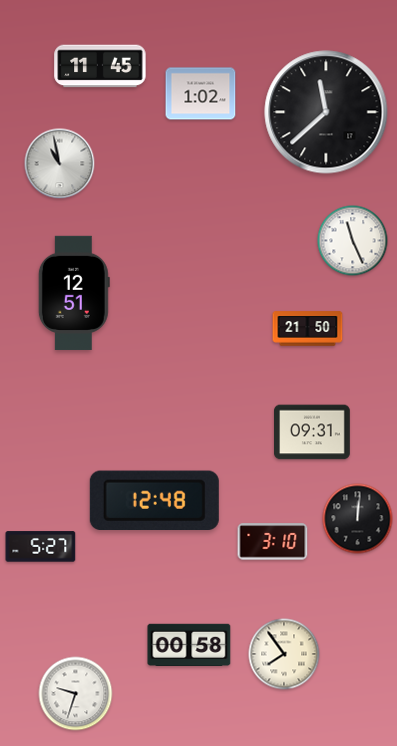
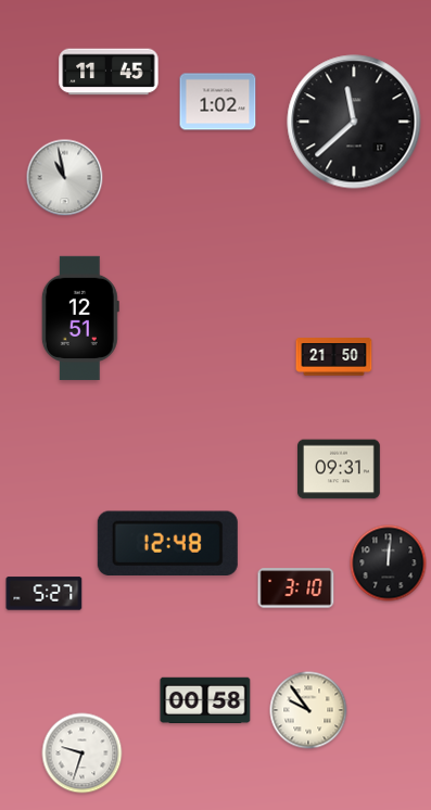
clock at (353, 241): 11:26 -> none
clock at (284, 654): 7:54 -> 9:54
